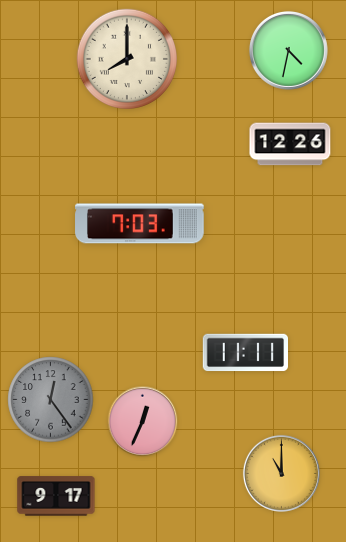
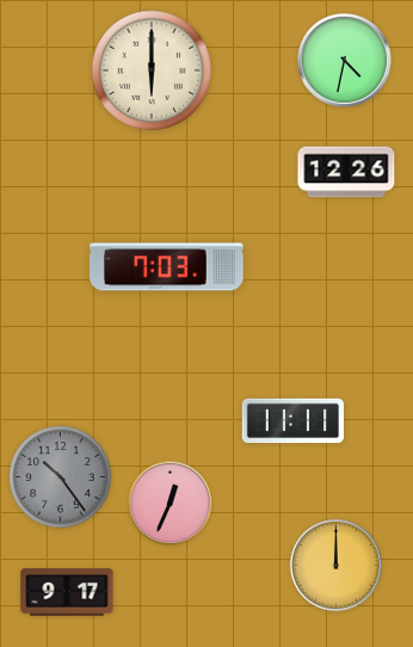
clock at (126, 58): 8:00 -> 6:00
clock at (51, 400): 12:24 -> 10:24
clock at (281, 473): 11:00 -> 12:00
